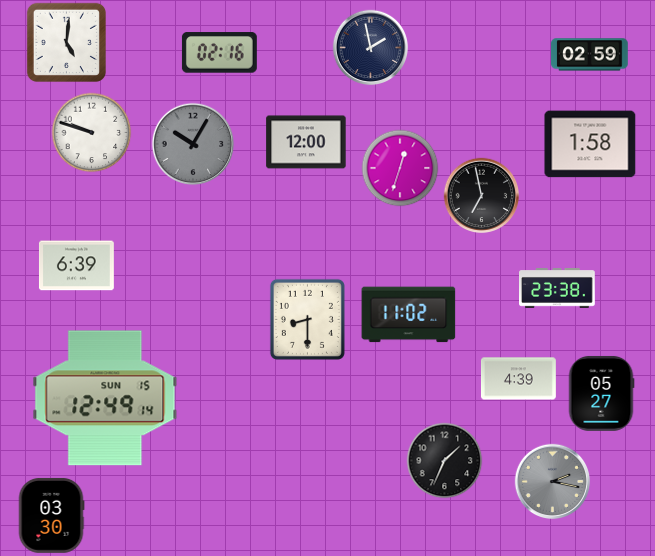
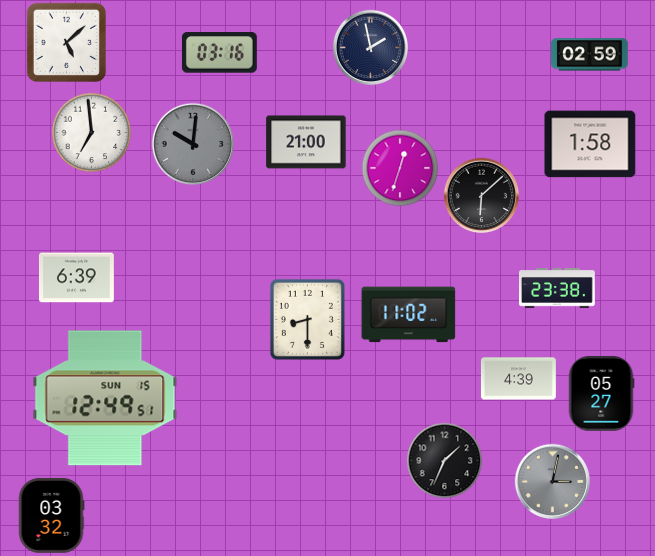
clock at (66, 42): 5:01 -> 5:08
clock at (219, 53): 02:16 -> 03:16
clock at (92, 133): 9:48 -> 6:59
clock at (306, 142): 12:00 -> 21:00
clock at (193, 144): 10:05 -> 10:01
clock at (482, 196): 6:58 -> 6:08
clock at (76, 266) position: (76, 266) -> (76, 278)
clock at (105, 398): 12:49:14 -> 12:49:51
clock at (553, 482): 2:17 -> 3:02
clock at (51, 515): 03:30 -> 03:32
